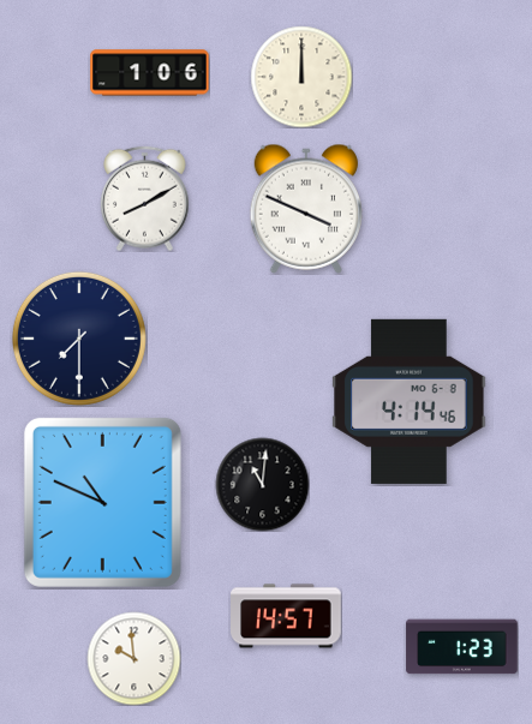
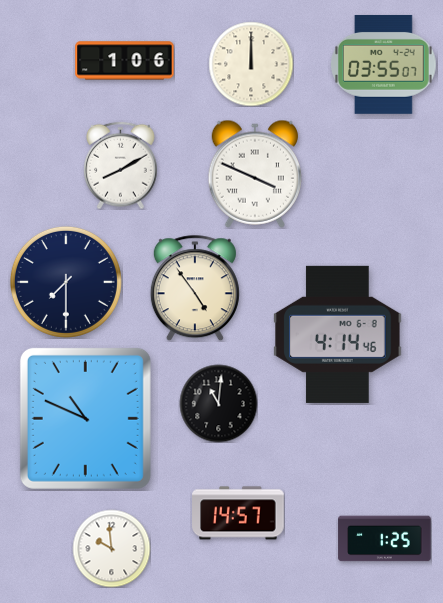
clock at (384, 64): none -> 03:55
clock at (195, 288): none -> 4:54
clock at (410, 401) position: (410, 401) -> (338, 334)
clock at (462, 647): 1:23 -> 1:25
